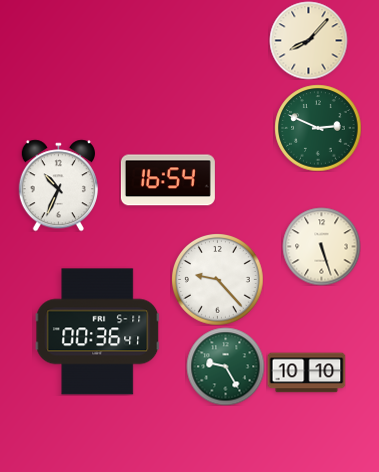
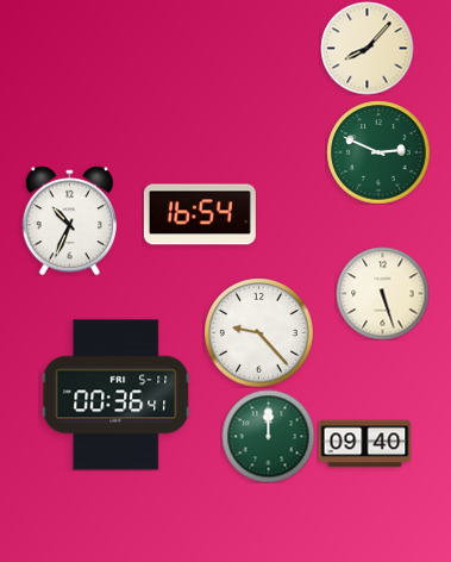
clock at (225, 366): 9:25 -> 12:00
clock at (306, 373): 10:10 -> 09:40
